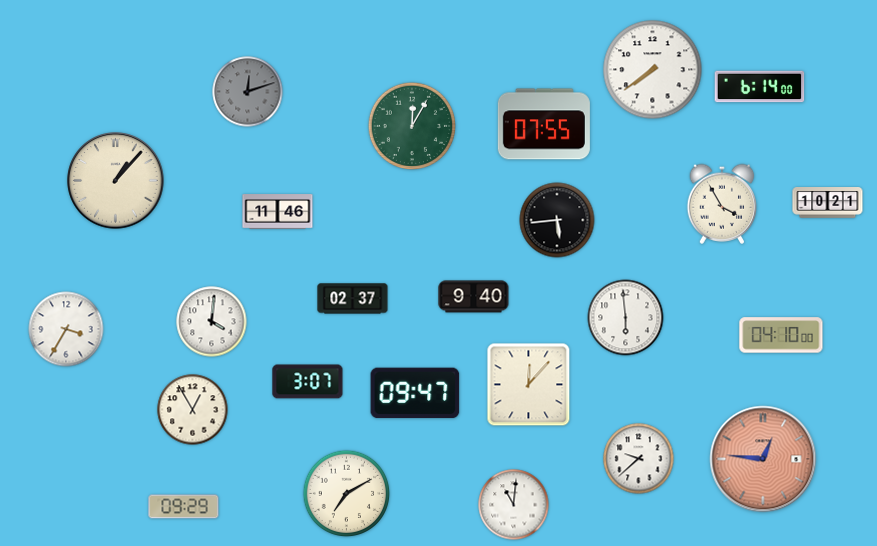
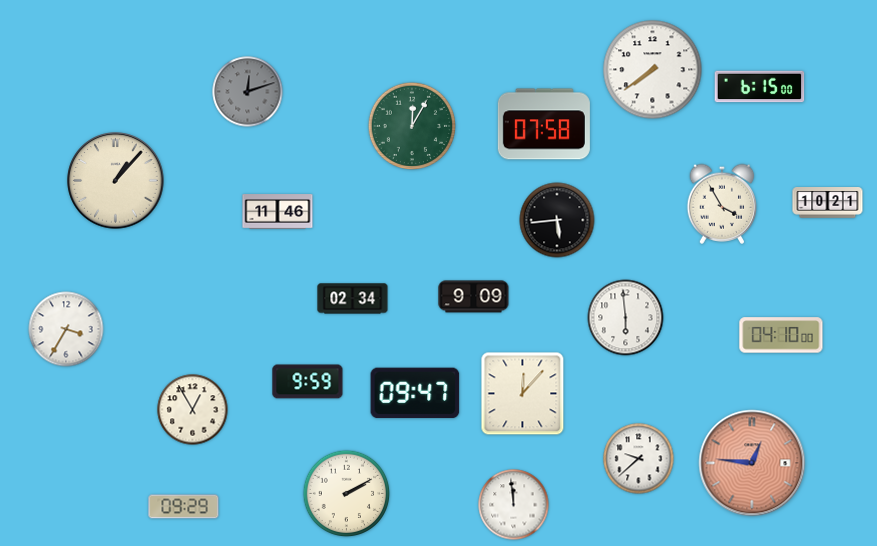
clock at (760, 87): 6:14 -> 6:15
clock at (544, 124): 07:55 -> 07:58
clock at (474, 297): 9:40 -> 9:09
clock at (353, 299): 02:37 -> 02:34
clock at (212, 322): 4:01 -> none
clock at (308, 382): 3:07 -> 9:59
clock at (529, 385) position: (529, 385) -> (523, 394)
clock at (763, 459) position: (763, 459) -> (752, 463)
clock at (347, 494): 7:10 -> 2:10
clock at (514, 505): 11:01 -> 11:59
